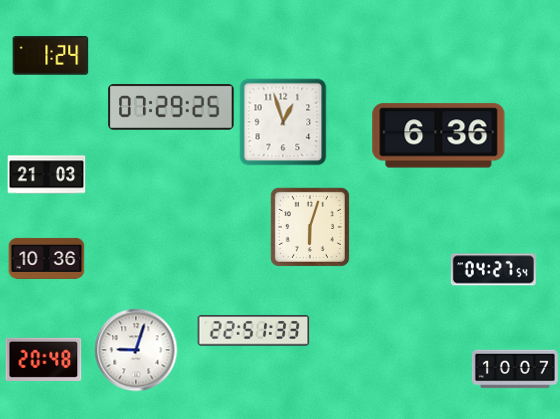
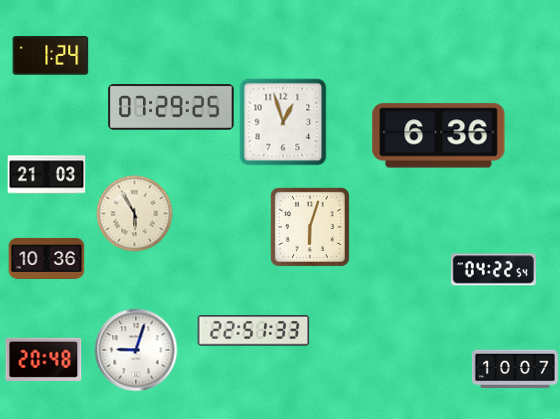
clock at (135, 214): none -> 5:55
clock at (493, 270): 04:27 -> 04:22
